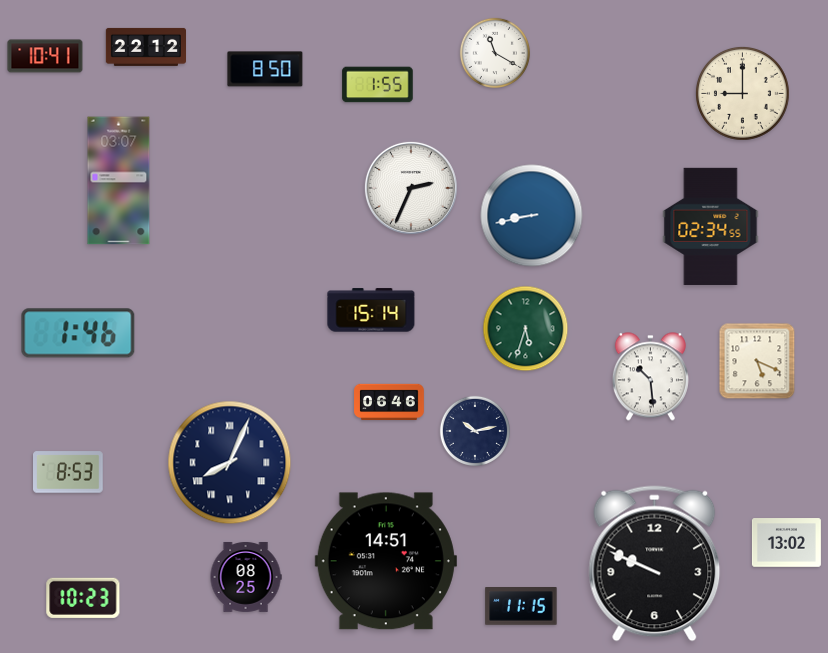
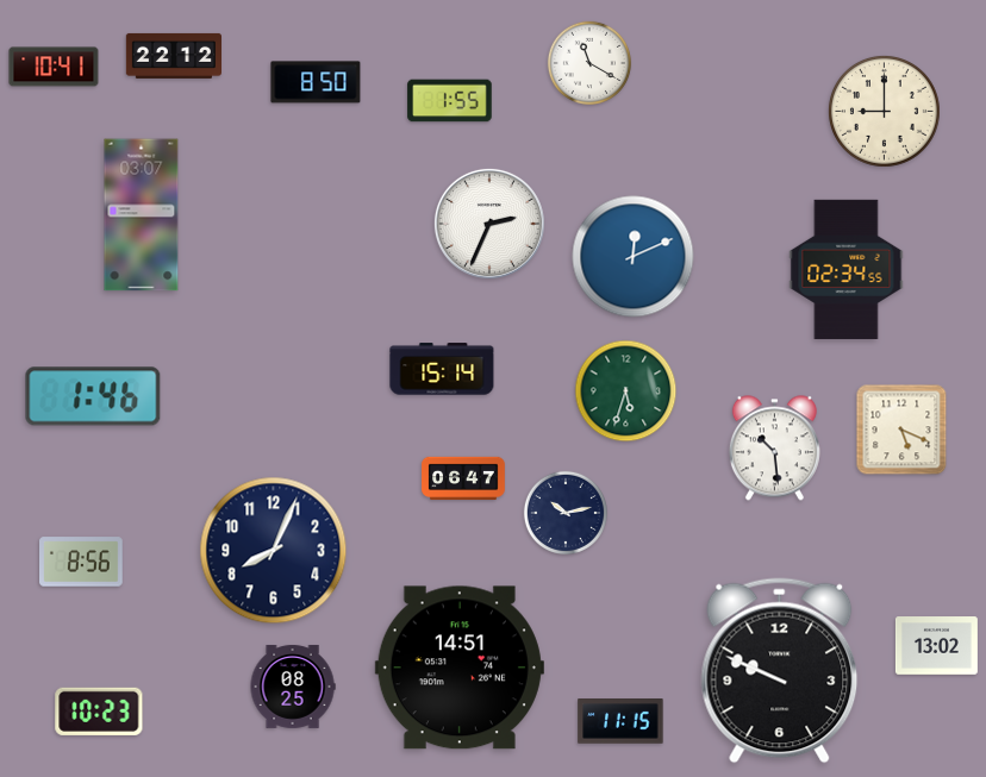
clock at (532, 216): 8:43 -> 12:11
clock at (389, 402): 06:46 -> 06:47
clock at (230, 463) numerals: Roman -> Arabic
clock at (69, 472): 8:53 -> 8:56
